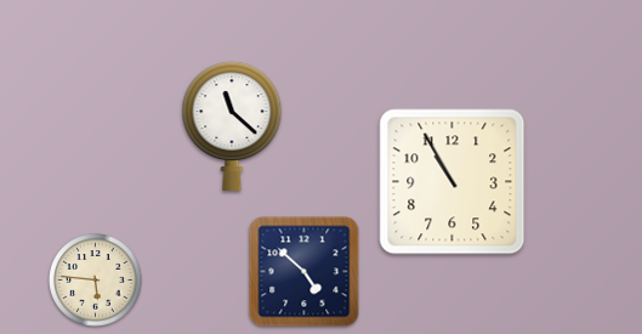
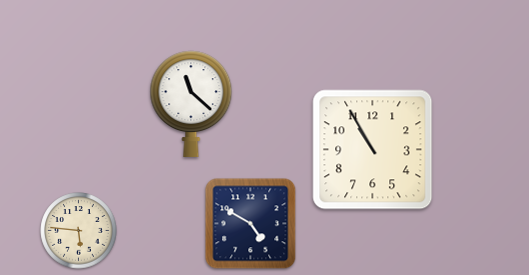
clock at (305, 272): 4:52 -> 4:50
